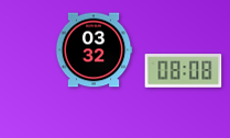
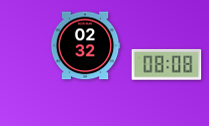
clock at (94, 50): 03:32 -> 02:32
